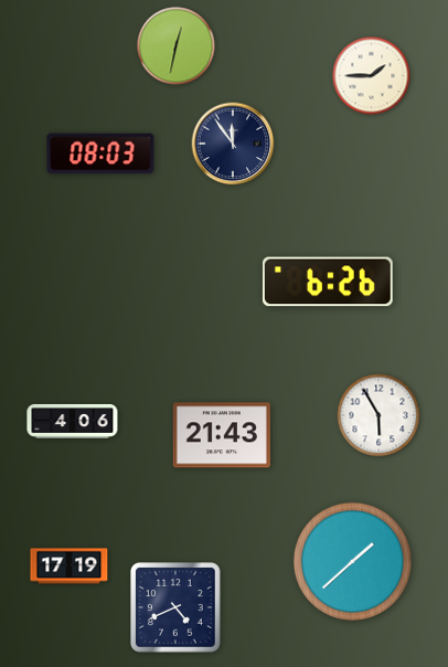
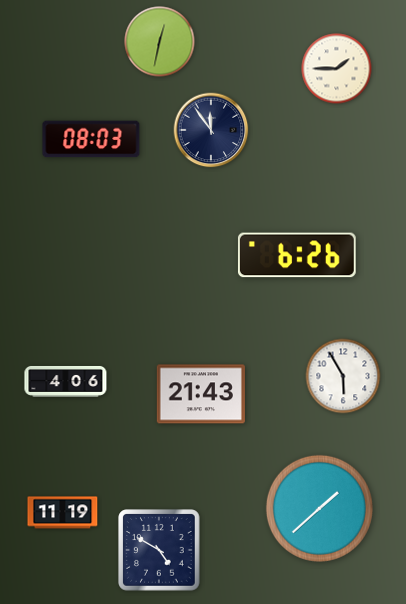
clock at (70, 567): 17:19 -> 11:19
clock at (175, 607): 4:41 -> 4:50
